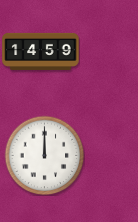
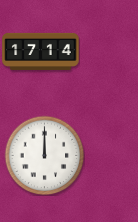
clock at (41, 51): 14:59 -> 17:14
